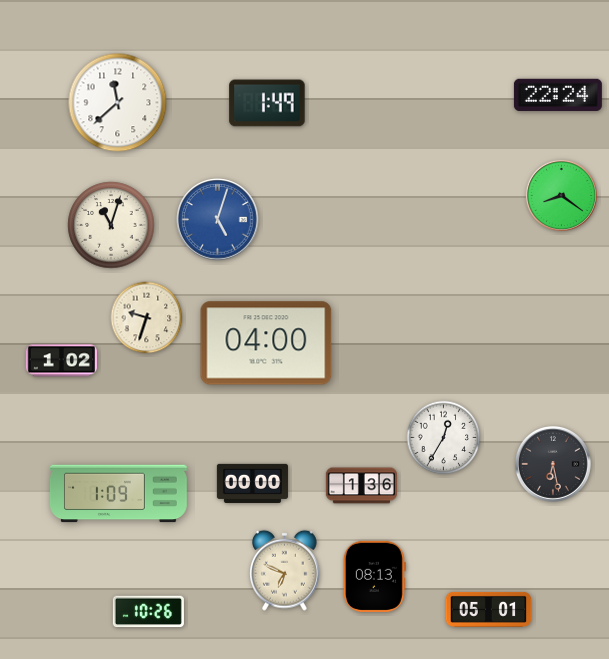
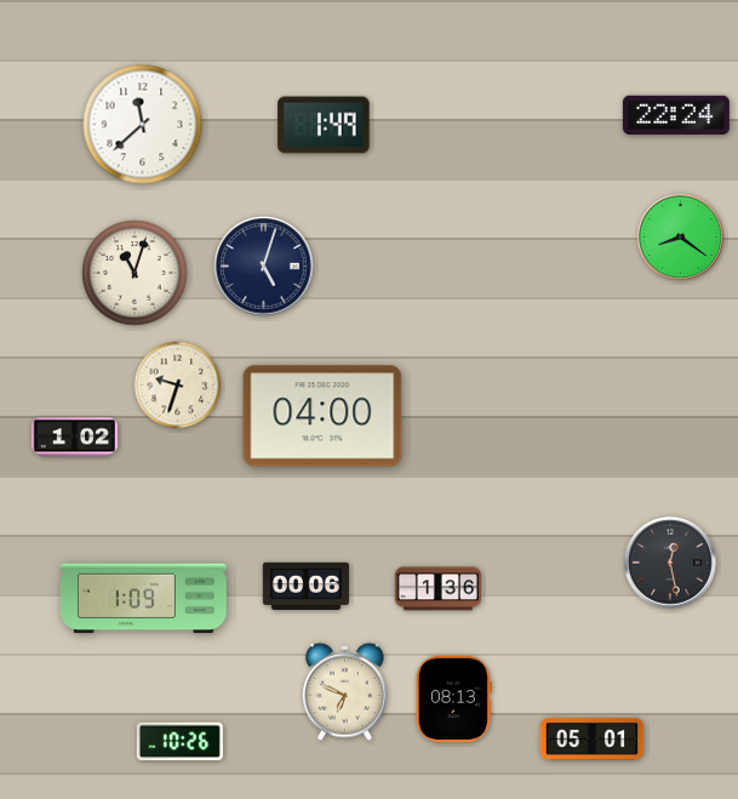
clock at (218, 220) dial: blue -> navy
clock at (444, 438): 12:35 -> none
clock at (553, 464): 6:28 -> 12:28
clock at (252, 483): 00:00 -> 00:06
